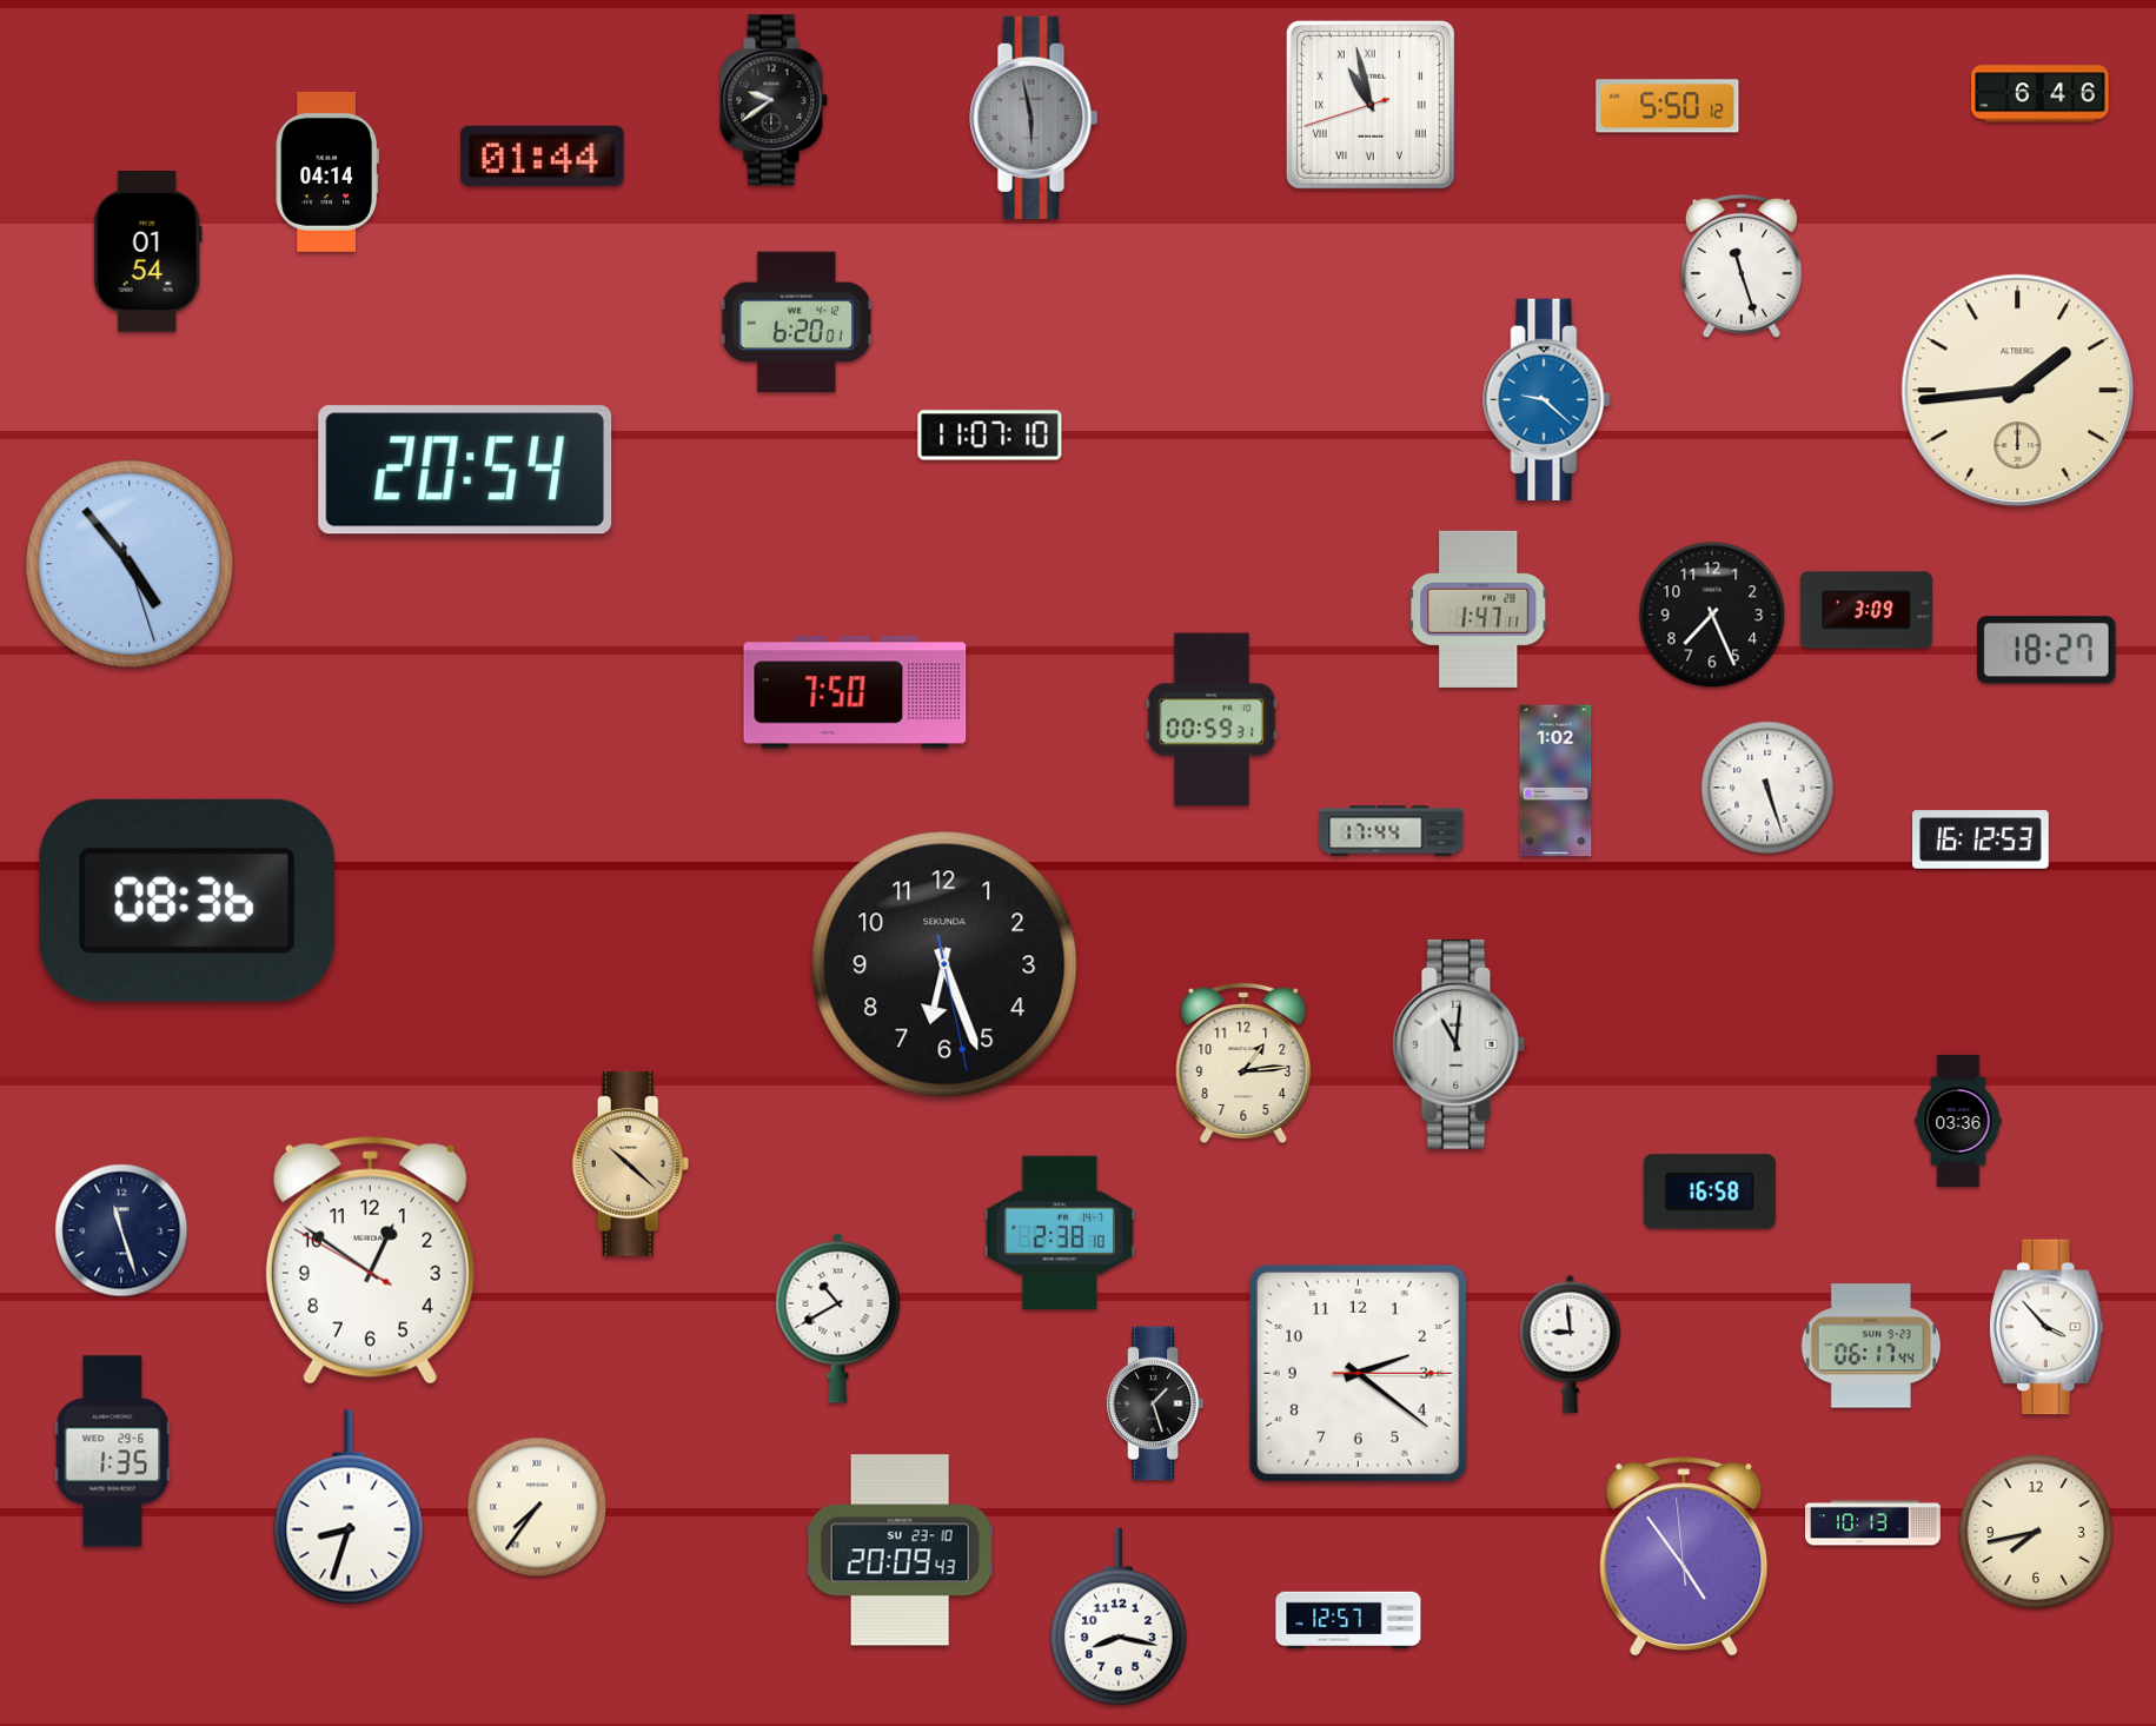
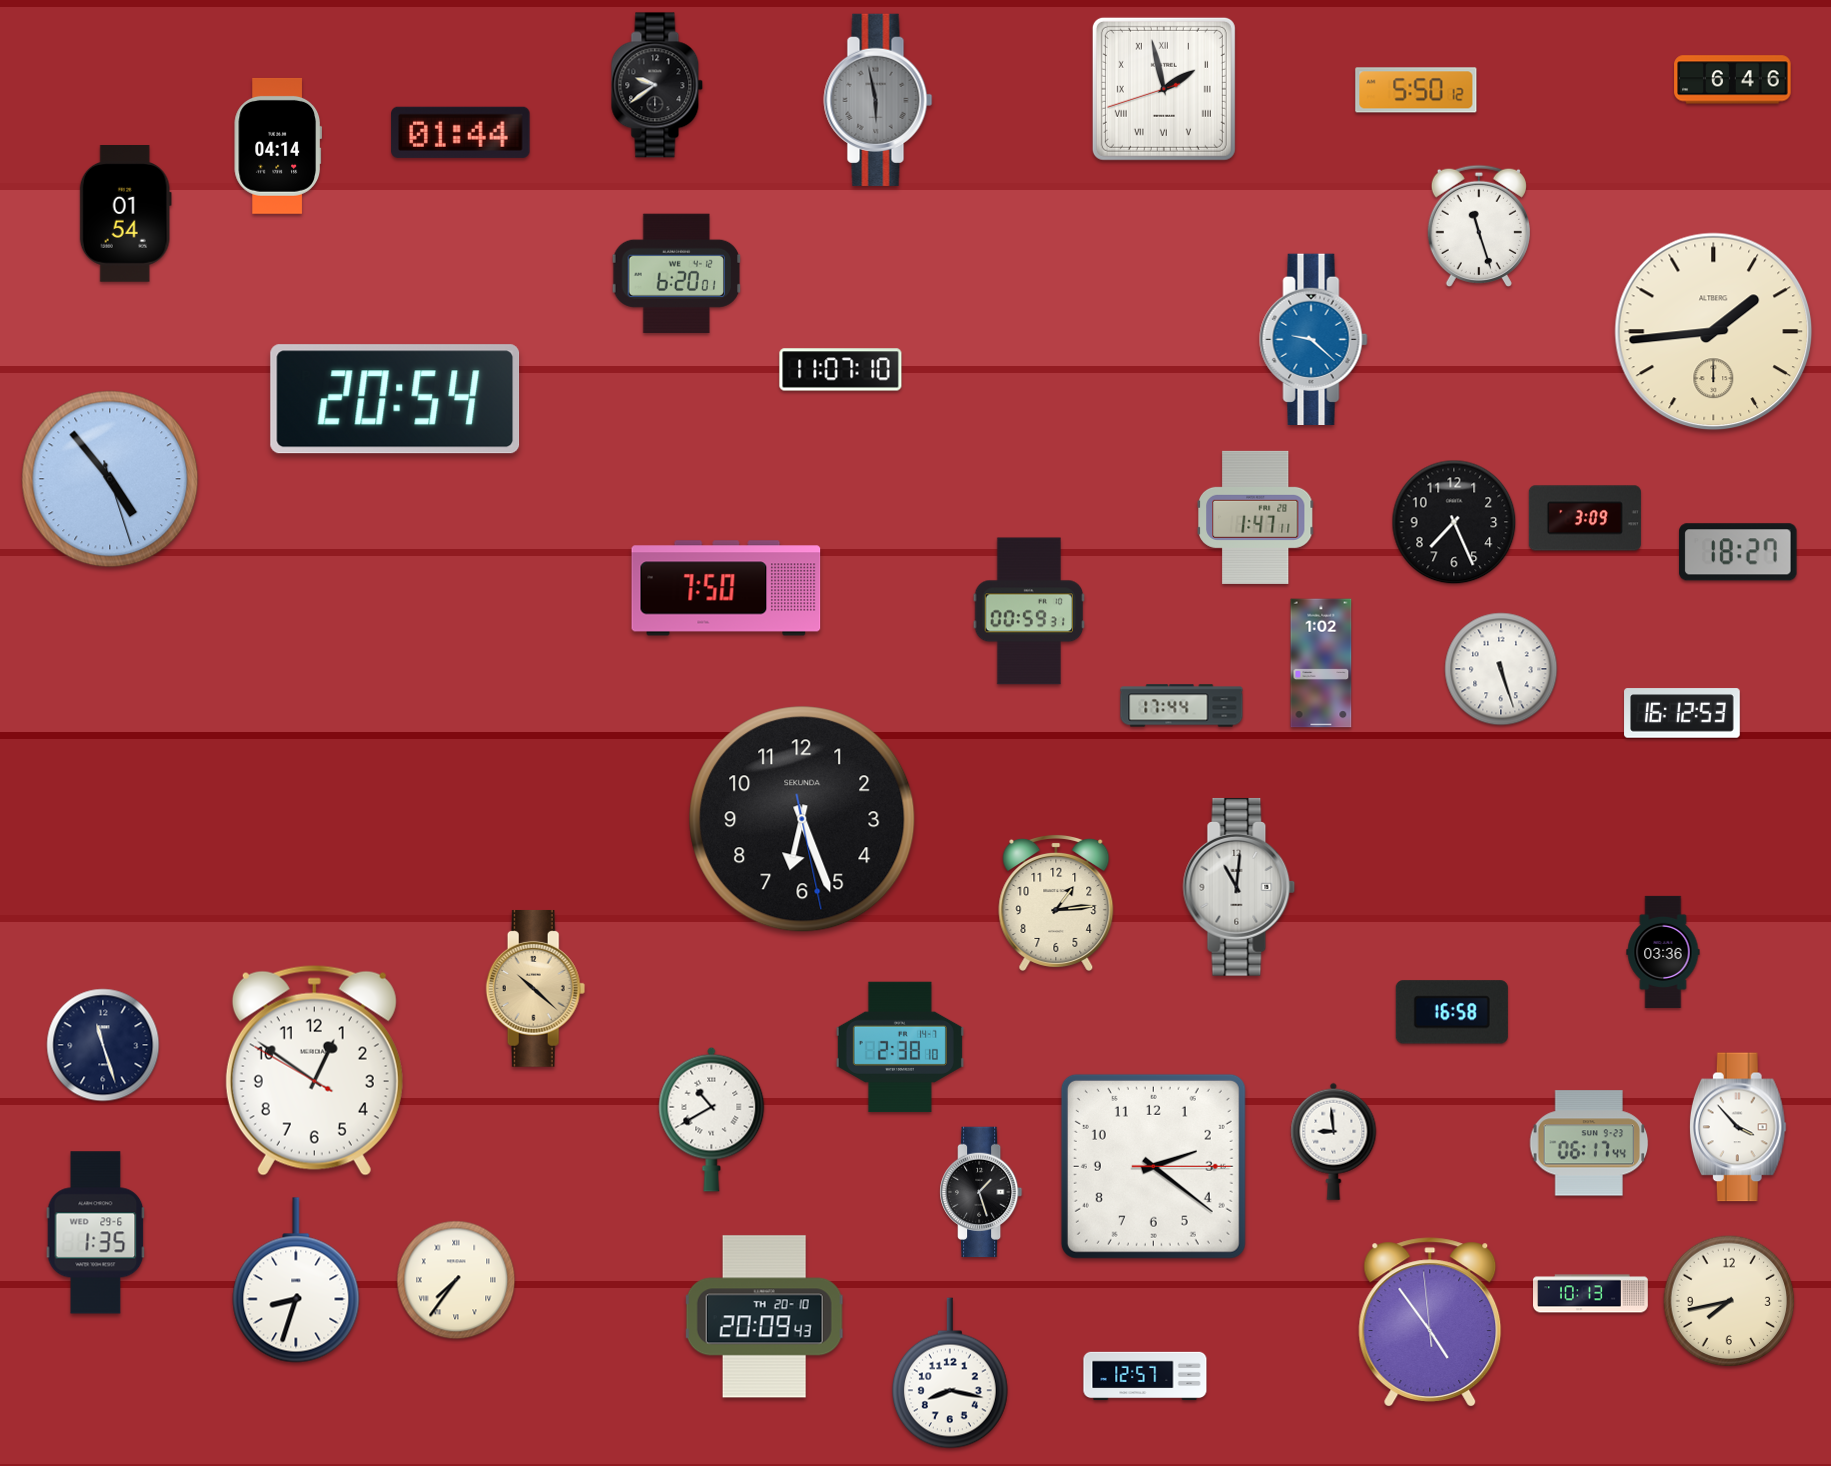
clock at (1371, 105): 10:57 -> 1:57
clock at (187, 901): 08:36 -> none
clock at (900, 1551) date: SU 23-10 -> TH 20-10
